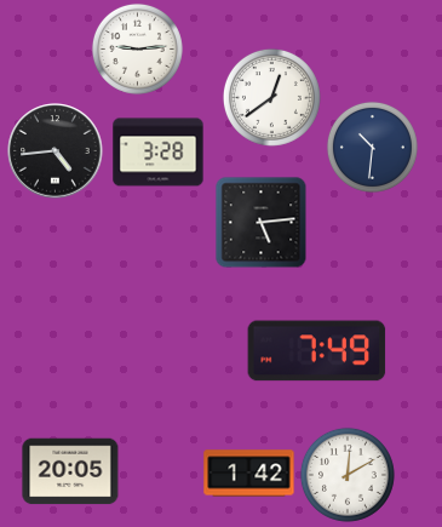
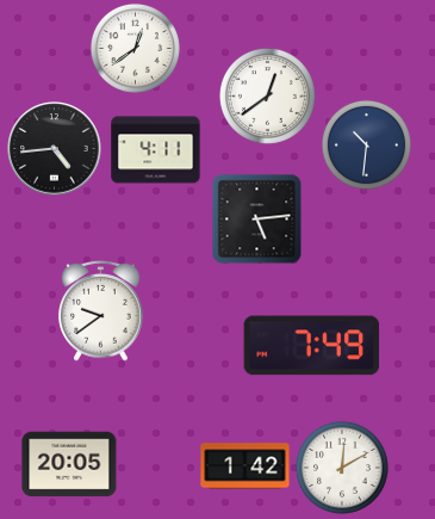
clock at (137, 48): 9:14 -> 12:39
clock at (159, 153): 3:28 -> 4:11
clock at (101, 311): none -> 9:39
